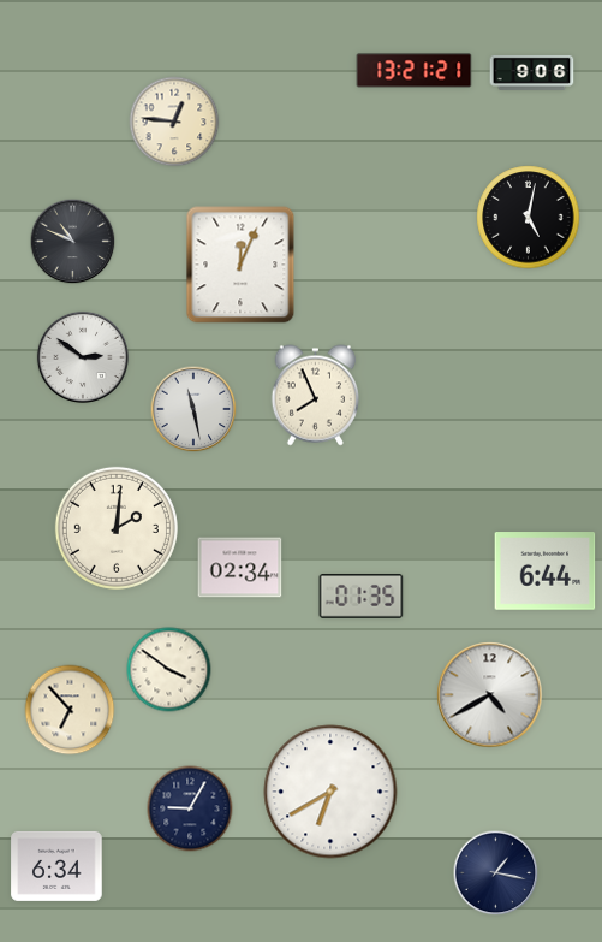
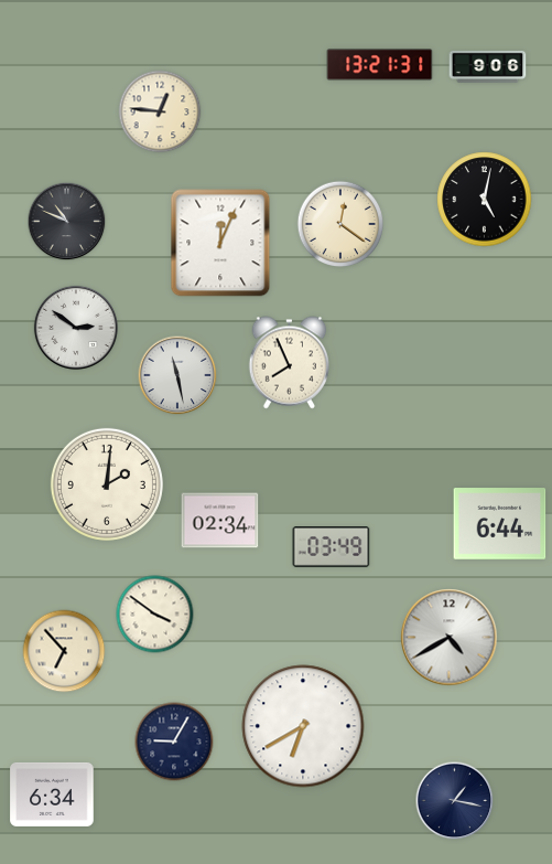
clock at (415, 71): 13:21:21 -> 13:21:31
clock at (340, 224): none -> 12:21
clock at (362, 597): 01:35 -> 03:49
